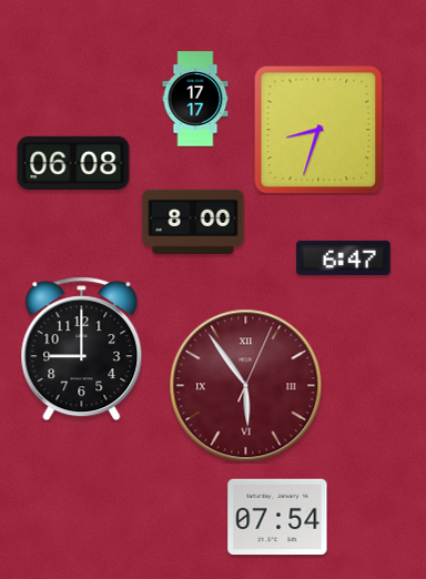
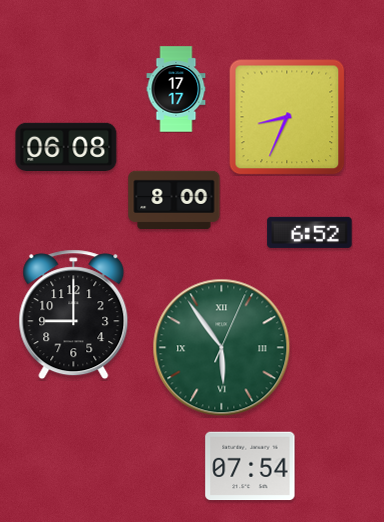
clock at (318, 130): 8:33 -> 8:34
clock at (344, 257): 6:47 -> 6:52
clock at (246, 386) dial: burgundy -> green
